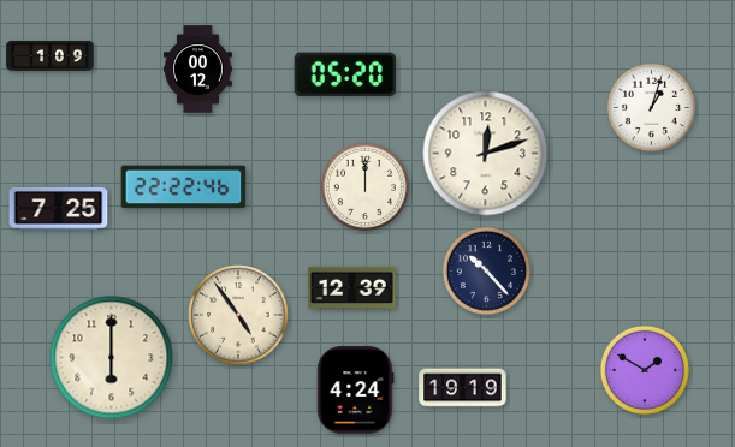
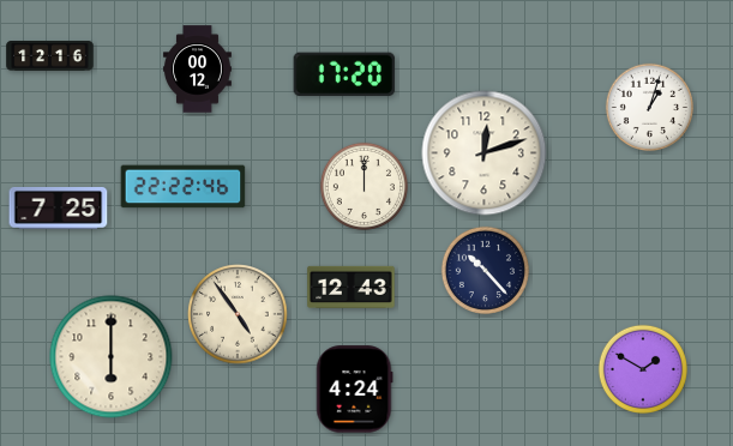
clock at (51, 56): 1:09 -> 12:16
clock at (345, 74): 05:20 -> 17:20
clock at (352, 287): 12:39 -> 12:43
clock at (463, 388): 19:19 -> none
